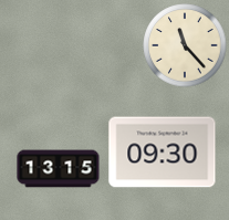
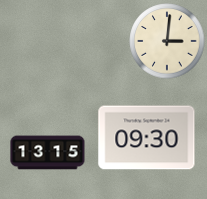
clock at (185, 45): 11:23 -> 3:01
clock at (59, 169) position: (59, 169) -> (48, 153)
